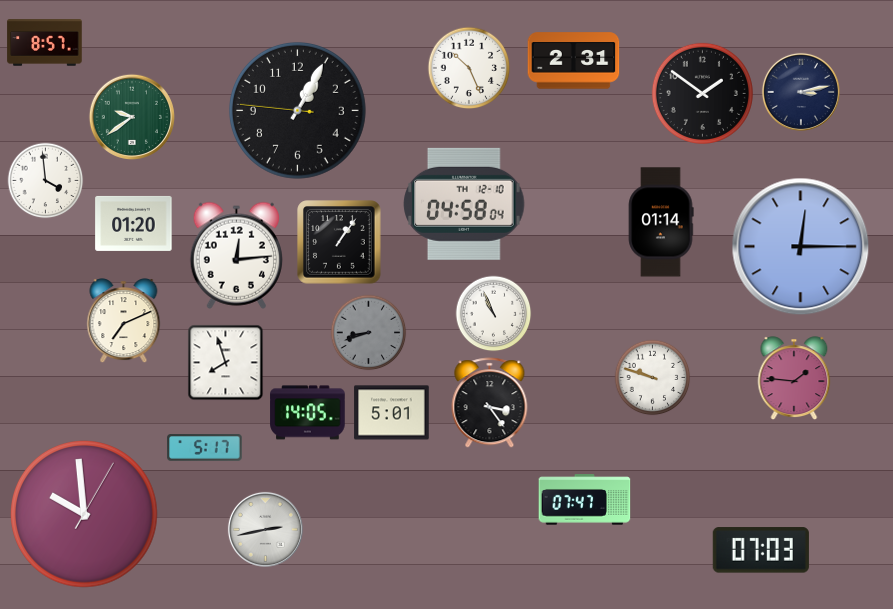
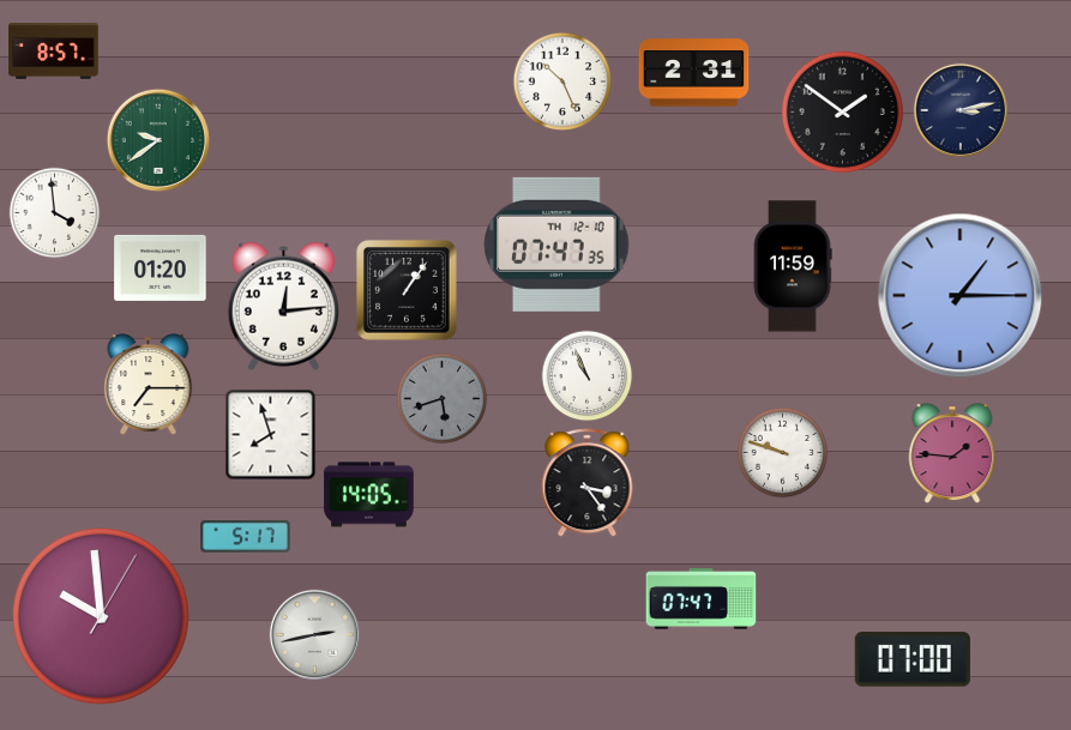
clock at (574, 61) position: (574, 61) -> (694, 73)
clock at (297, 110): 1:04 -> none
clock at (46, 181) position: (46, 181) -> (55, 213)
clock at (464, 204): 04:58 -> 07:47
clock at (661, 222): 01:14 -> 11:59
clock at (801, 247): 12:15 -> 1:15
clock at (494, 314) position: (494, 314) -> (588, 376)
clock at (124, 321): 7:11 -> 7:15
clock at (369, 333): 8:42 -> 5:42
clock at (392, 413): 5:01 -> none
clock at (265, 529) position: (265, 529) -> (314, 634)
clock at (761, 550): 07:03 -> 07:00
